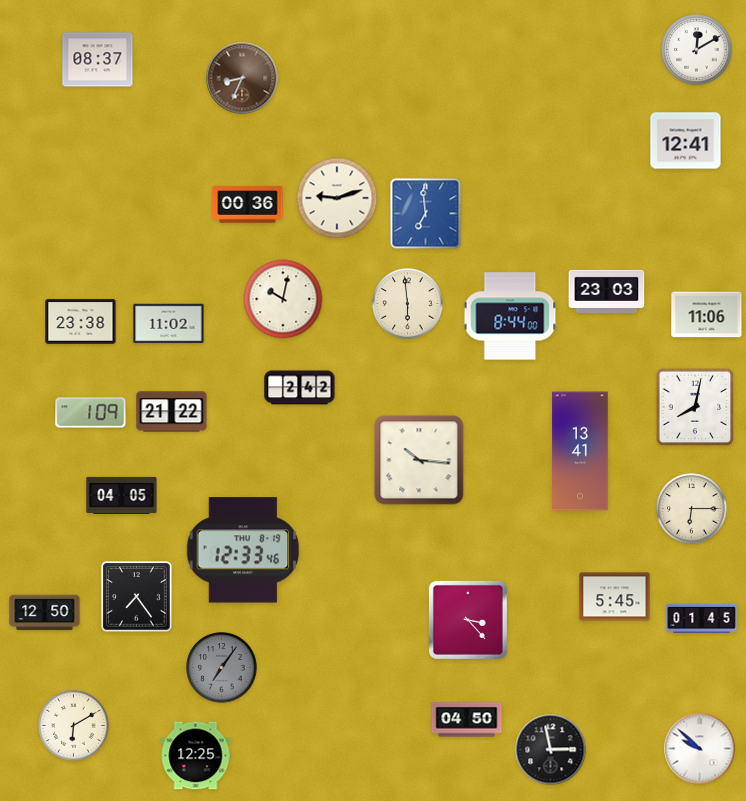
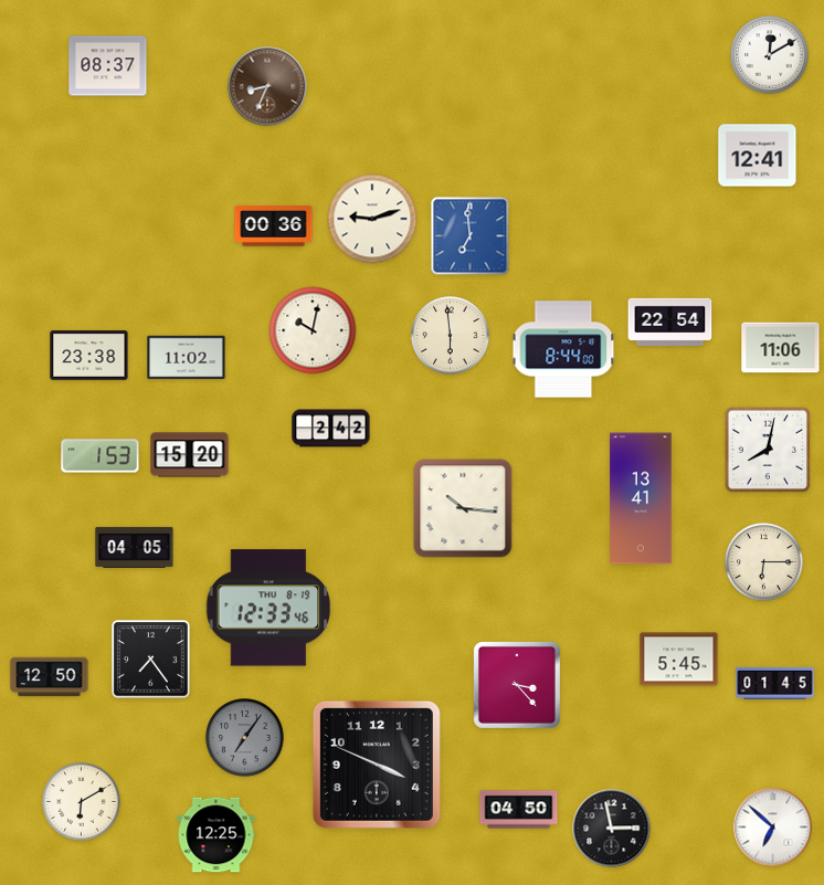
clock at (607, 291): 23:03 -> 22:54
clock at (172, 412): 21:22 -> 15:20
clock at (91, 413): 1:09 -> 1:53
clock at (377, 765): none -> 3:49
clock at (467, 720) position: (467, 720) -> (519, 810)
clock at (700, 749): 9:52 -> 6:52
clock at (551, 750) position: (551, 750) -> (612, 829)
